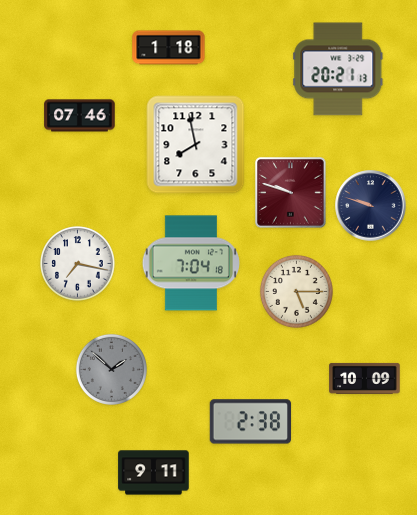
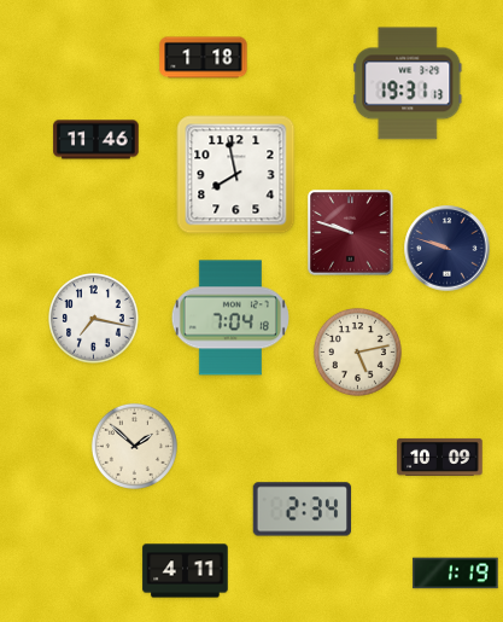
clock at (338, 69): 20:21 -> 19:31
clock at (80, 116): 07:46 -> 11:46
clock at (296, 291): 5:15 -> 5:13
clock at (111, 369) dial: grey -> cream
clock at (251, 422): 2:38 -> 2:34
clock at (154, 473): 9:11 -> 4:11
clock at (456, 574): none -> 1:19
